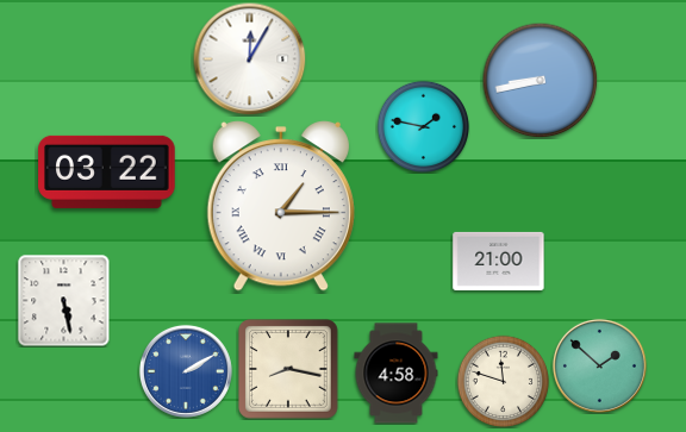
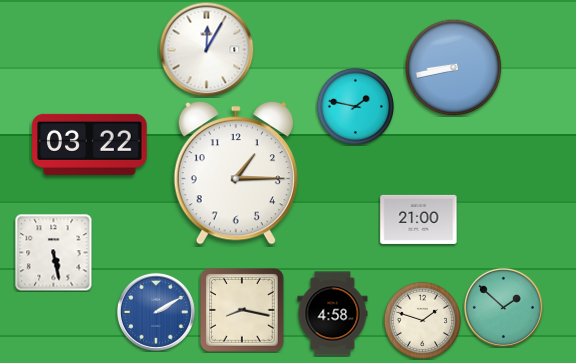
clock at (249, 58) position: (249, 58) -> (206, 49)
clock at (281, 206) numerals: Roman -> Arabic
clock at (503, 381): 11:48 -> 1:48
